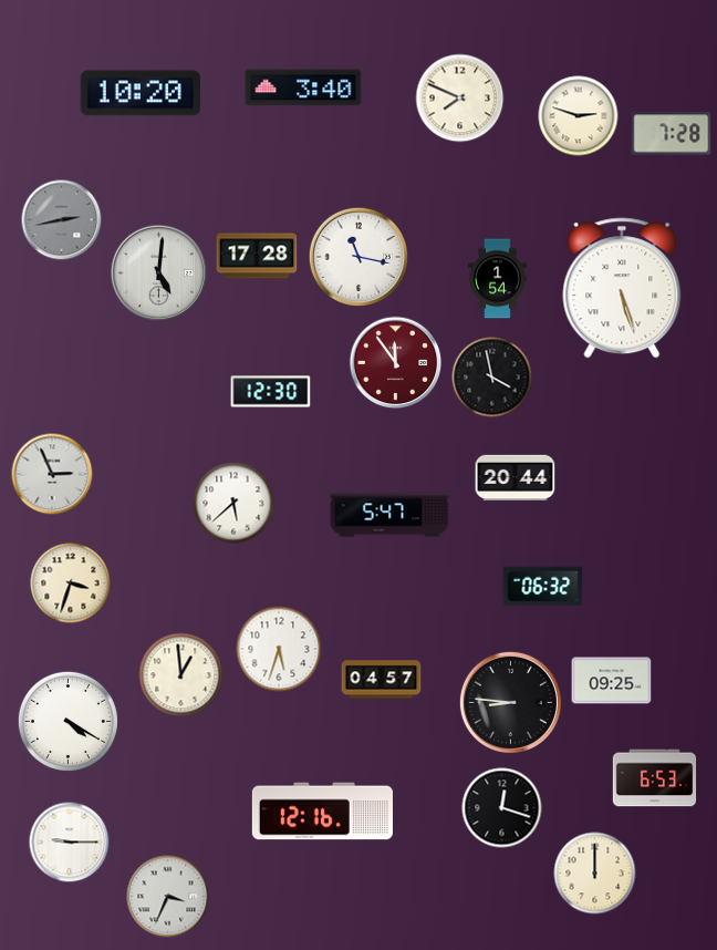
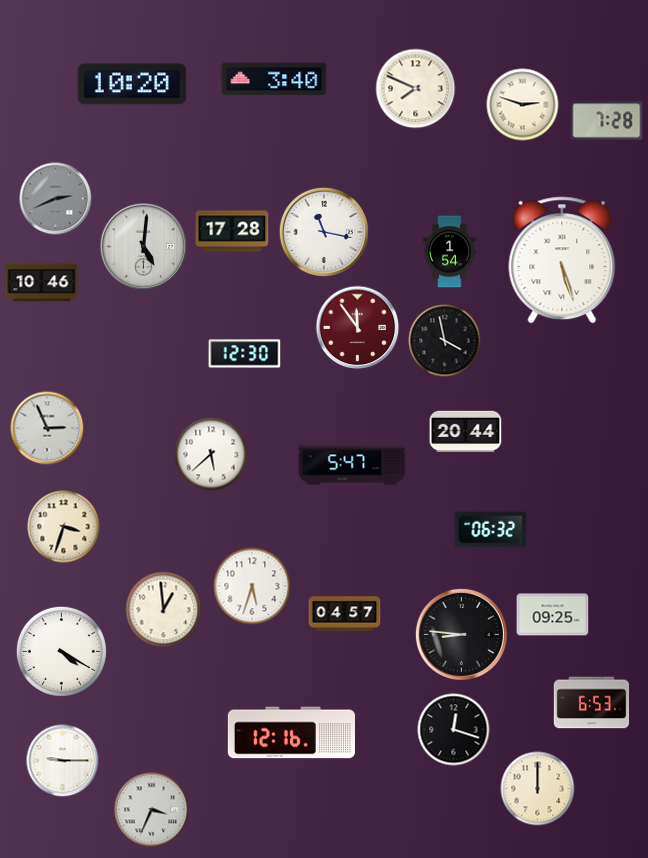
clock at (141, 93) position: (141, 93) -> (132, 84)
clock at (62, 220): 2:43 -> 2:41
clock at (42, 283): none -> 10:46
